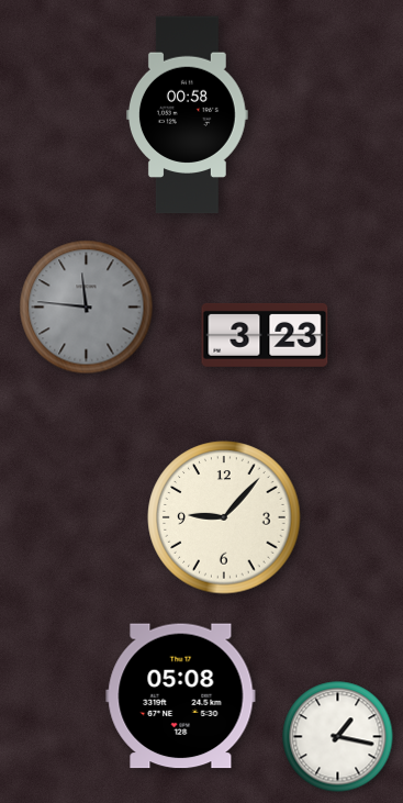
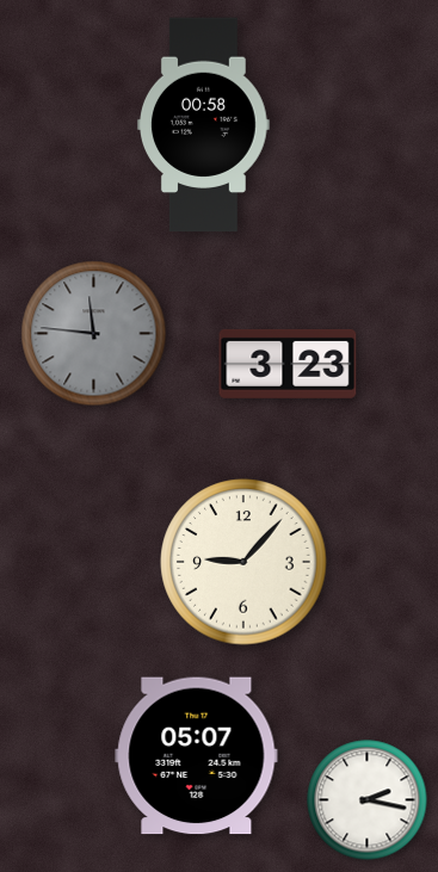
clock at (181, 696): 05:08 -> 05:07
clock at (338, 737): 1:17 -> 2:17
